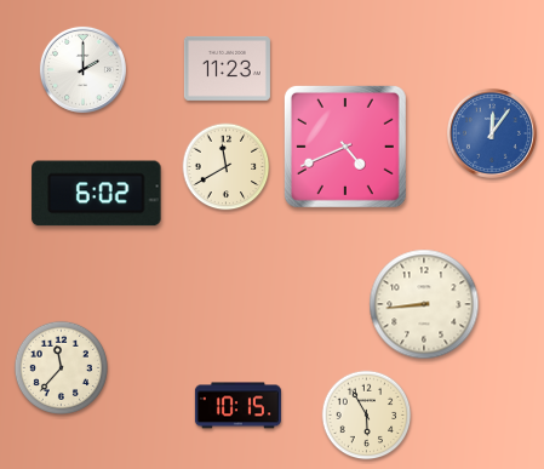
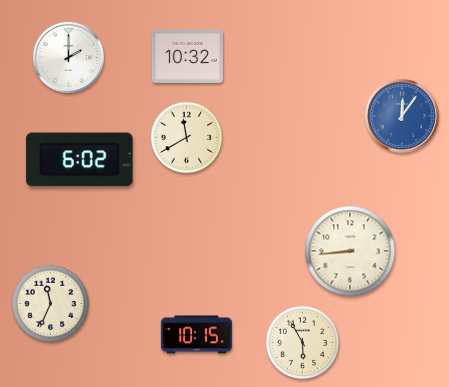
clock at (227, 68): 11:23 -> 10:32
clock at (492, 133) position: (492, 133) -> (402, 116)
clock at (345, 147): 4:41 -> none
clock at (61, 367): 11:37 -> 11:34
